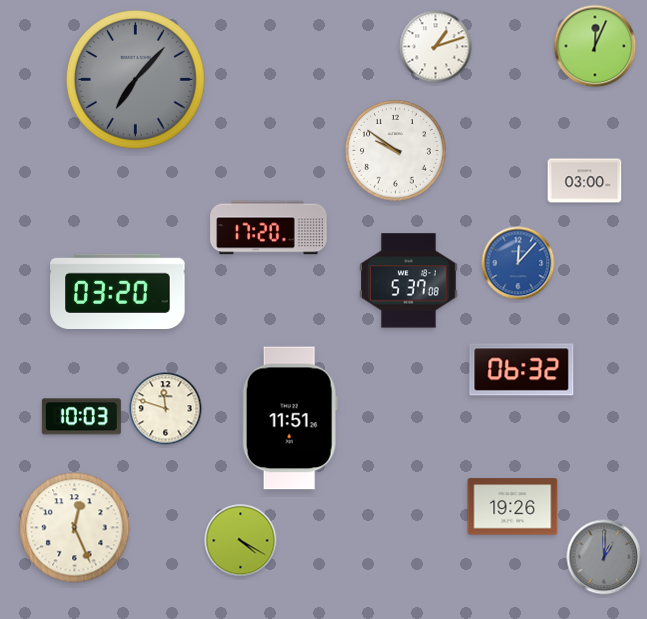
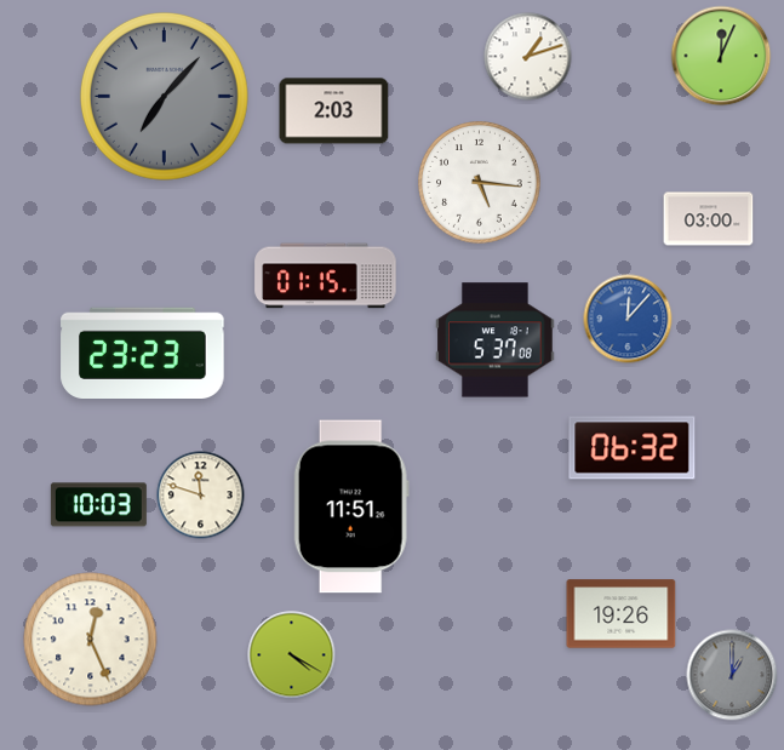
clock at (334, 111): none -> 2:03
clock at (396, 151): 9:51 -> 5:16
clock at (269, 228): 17:20 -> 01:15
clock at (118, 291): 03:20 -> 23:23
